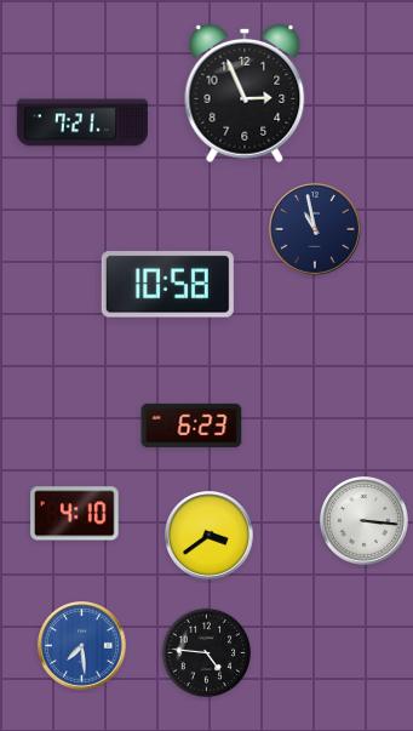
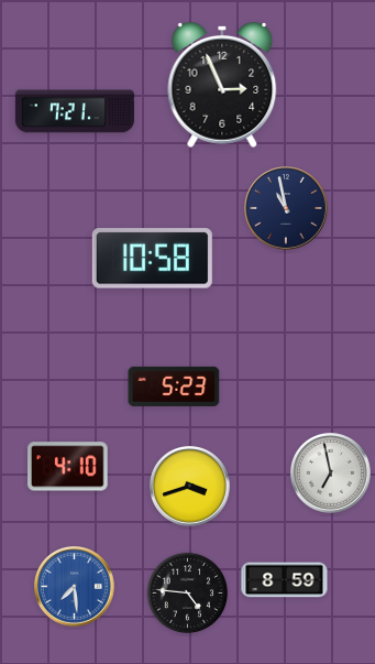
clock at (191, 426): 6:23 -> 5:23
clock at (365, 521): 3:16 -> 6:58
clock at (210, 536): 3:39 -> 3:42
clock at (285, 580): none -> 8:59
